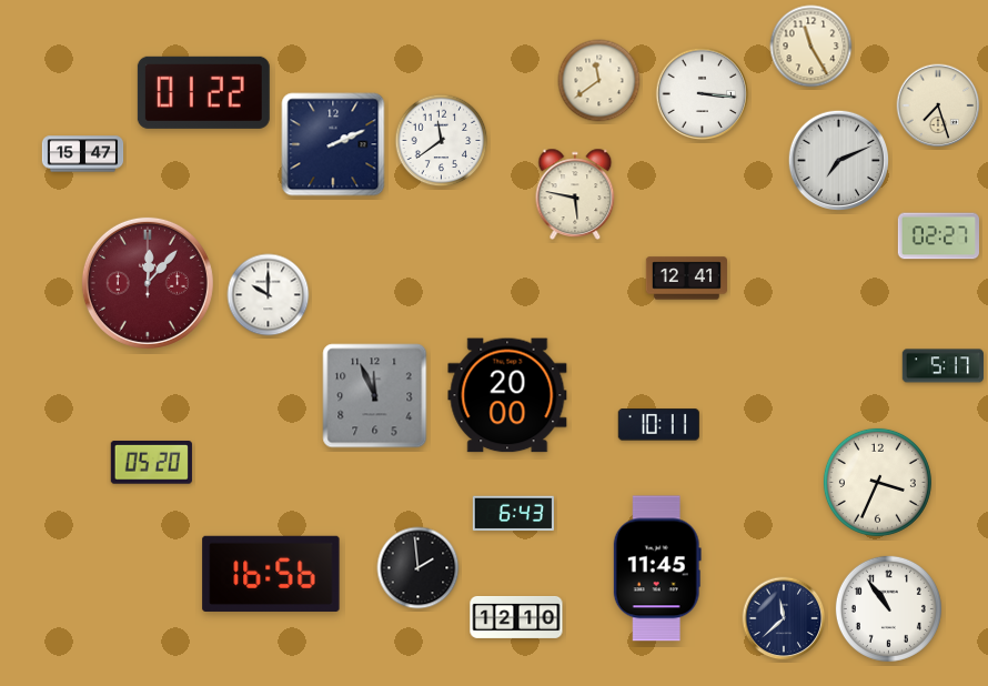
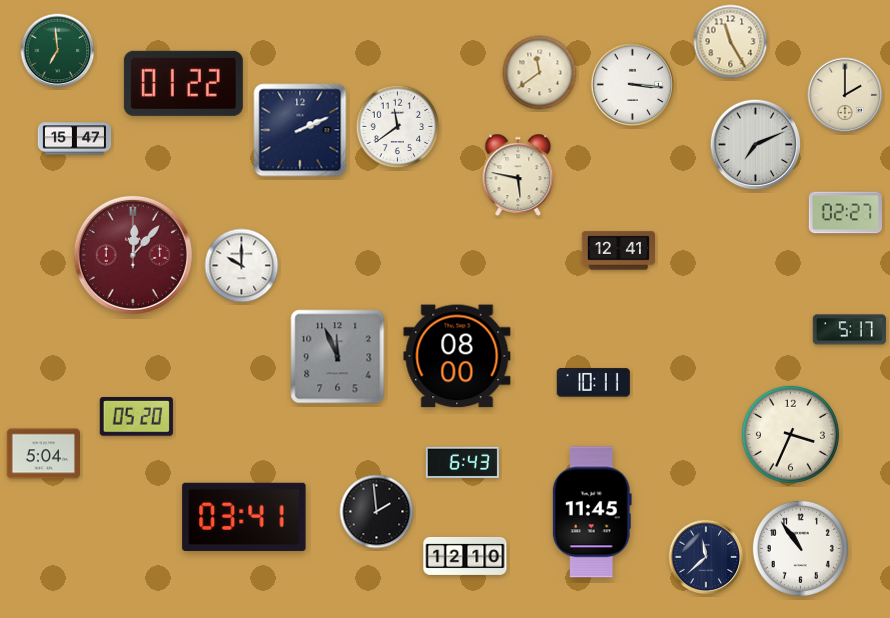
clock at (58, 51): none -> 6:59
clock at (938, 105): 7:27 -> 2:00
clock at (507, 395): 20:00 -> 08:00
clock at (43, 454): none -> 5:04
clock at (271, 574): 16:56 -> 03:41
